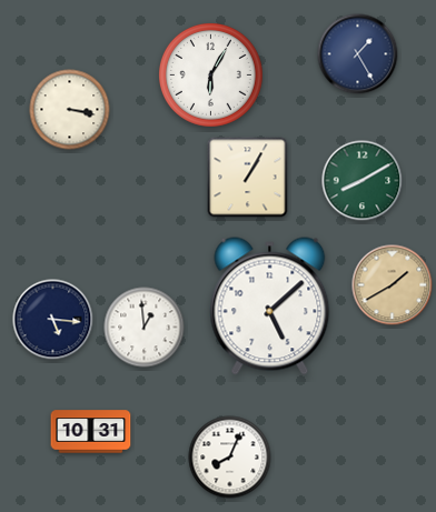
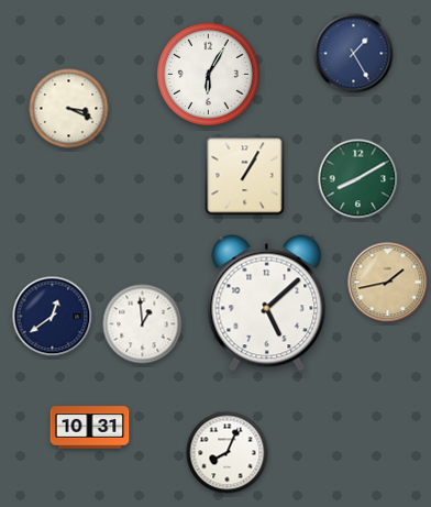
clock at (70, 110): 3:17 -> 3:19
clock at (393, 285): 1:40 -> 1:43
clock at (53, 320): 5:16 -> 12:39
